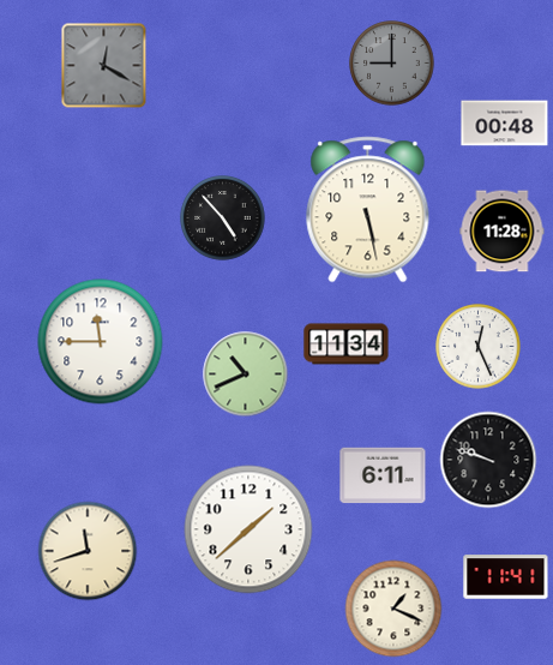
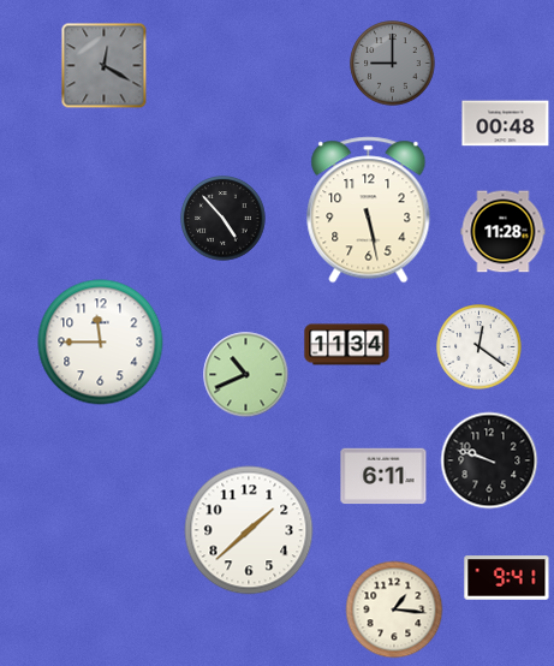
clock at (479, 347): 12:26 -> 12:21
clock at (88, 551): 11:42 -> none
clock at (506, 577): 11:41 -> 9:41
clock at (393, 609): 1:19 -> 1:16
